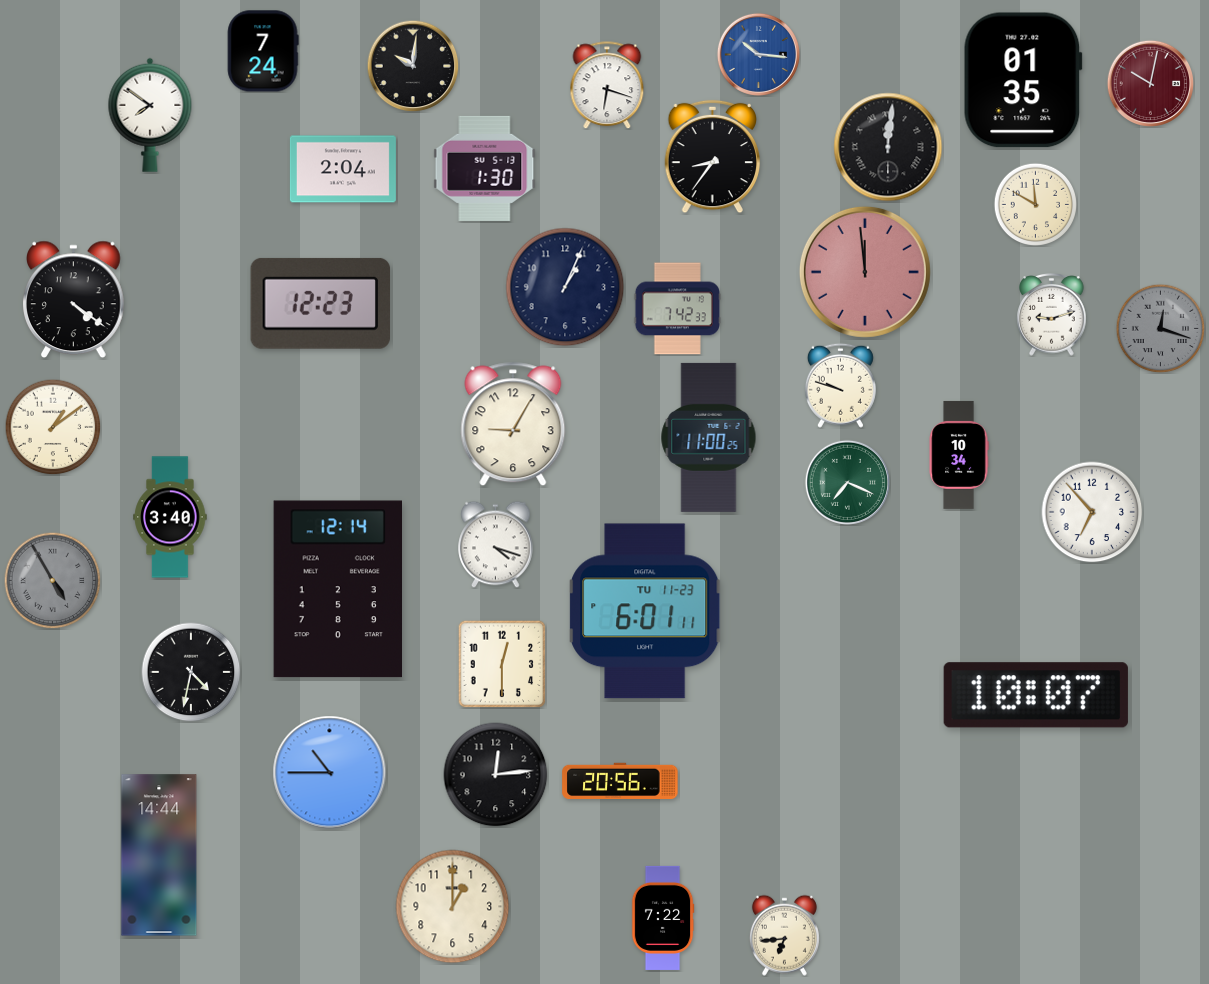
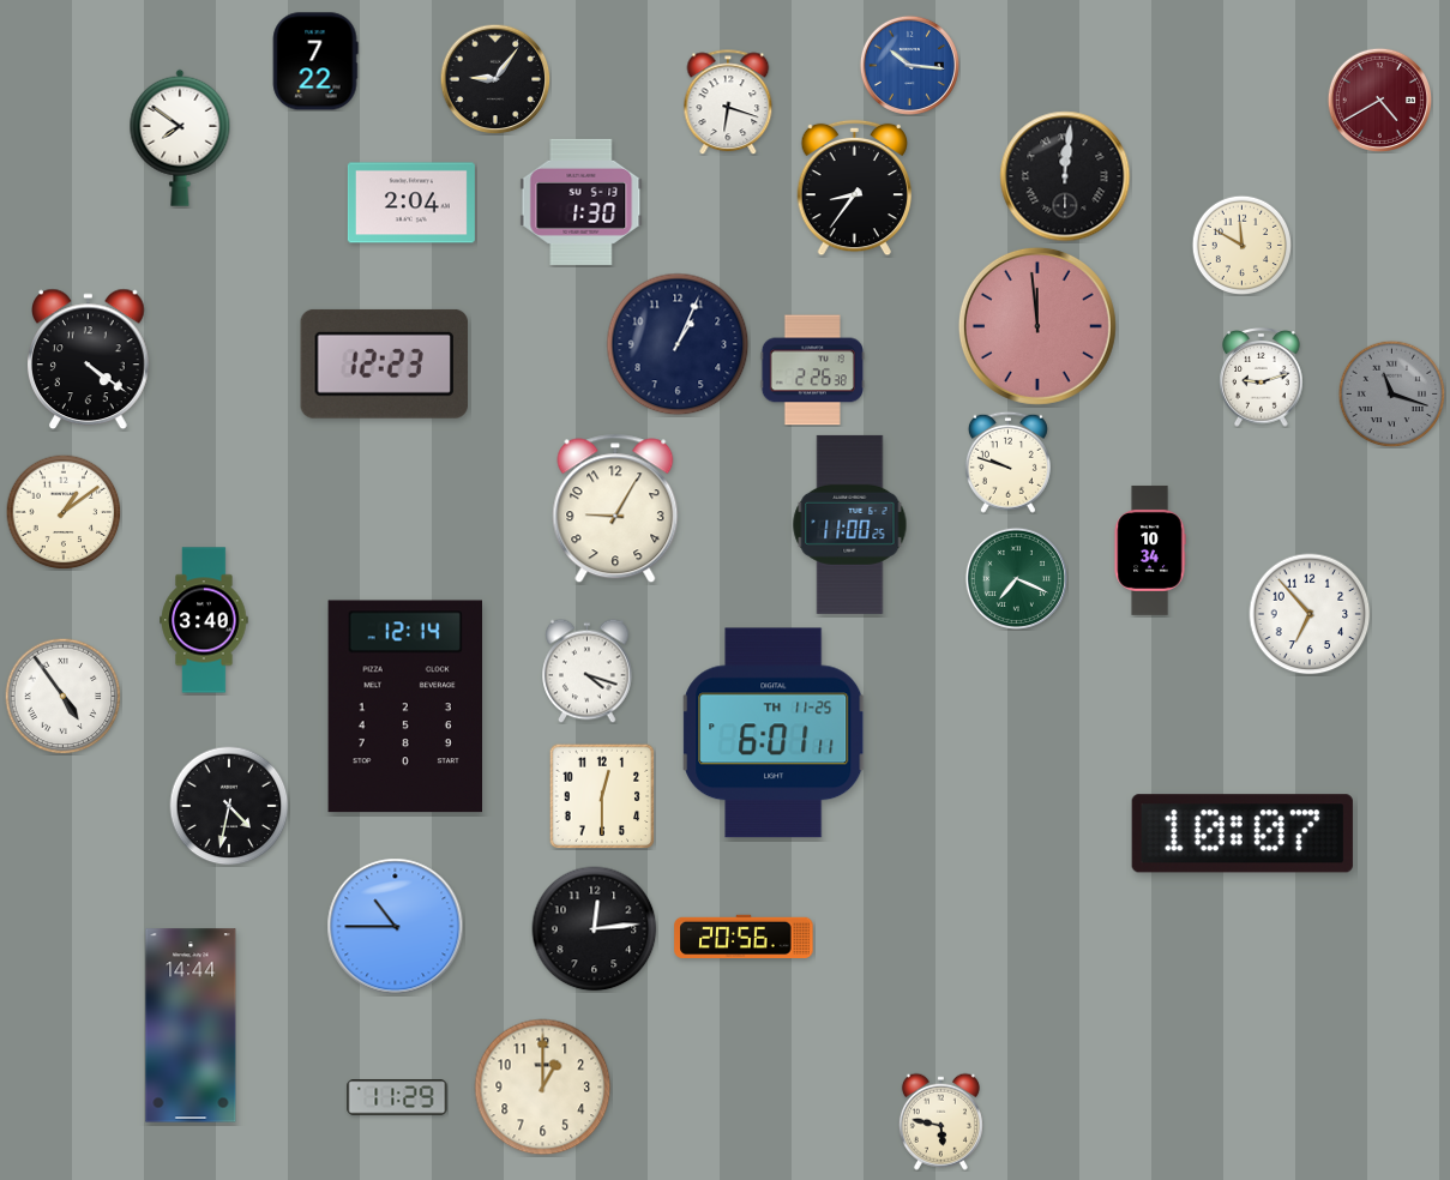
clock at (263, 51): 7:24 -> 7:22
clock at (413, 66): 10:01 -> 9:06
clock at (1023, 80): 01:35 -> none
clock at (1150, 83): 10:02 -> 4:40
clock at (677, 309): 7:42 -> 2:26
clock at (1160, 328): 12:18 -> 11:18
clock at (959, 455) position: (959, 455) -> (1150, 550)
clock at (496, 544) position: (496, 544) -> (588, 670)
clock at (52, 580): 4:55 -> 4:54
clock at (52, 580) dial: grey -> white
clock at (645, 611) date: TU 11-23 -> TH 11-25
clock at (397, 1097): none -> 11:29
clock at (663, 918): 7:22 -> none
clock at (784, 935): 6:44 -> 5:47
